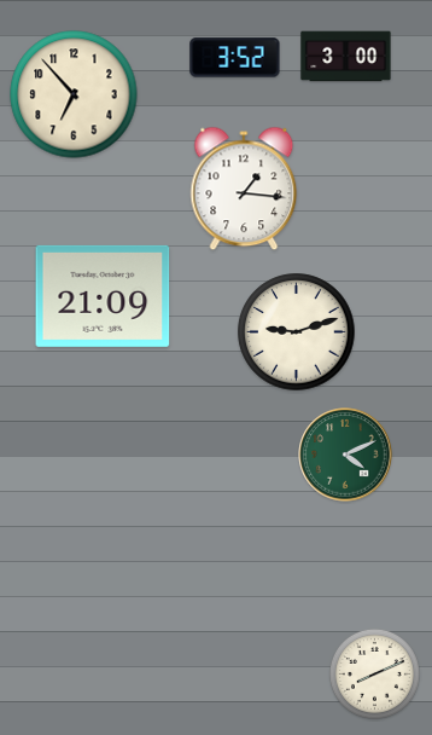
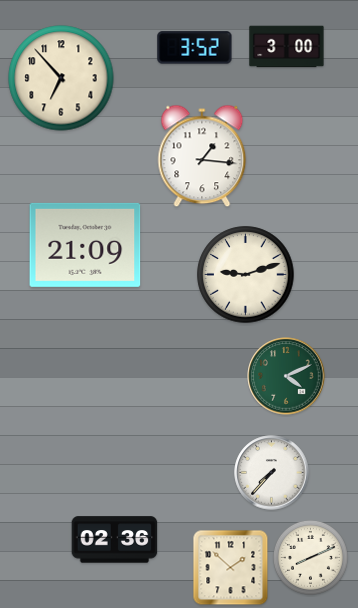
clock at (272, 473): none -> 7:37
clock at (115, 540): none -> 02:36
clock at (231, 568): none -> 1:52
